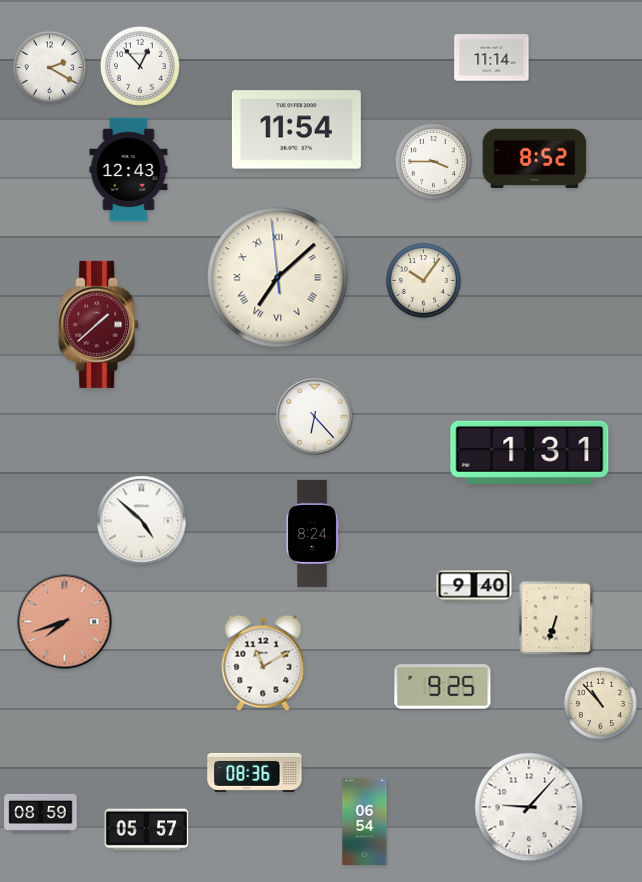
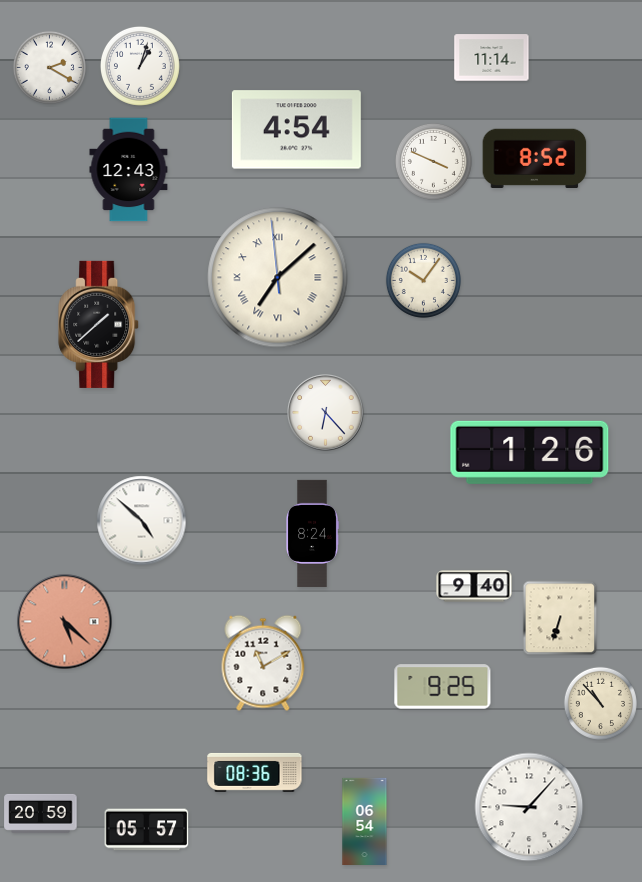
clock at (140, 66): 12:53 -> 1:03
clock at (296, 130): 11:54 -> 4:54
clock at (433, 161): 3:45 -> 3:49
clock at (99, 324) dial: burgundy -> black
clock at (315, 417) position: (315, 417) -> (326, 413)
clock at (530, 452): 1:31 -> 1:26
clock at (556, 618) position: (556, 618) -> (560, 618)
clock at (65, 622): 7:42 -> 5:22
clock at (41, 813): 08:59 -> 20:59
